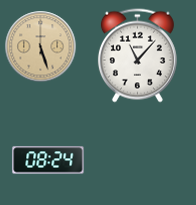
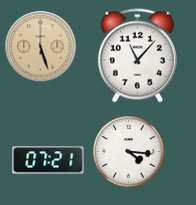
clock at (129, 152): none -> 4:16
clock at (48, 160): 08:24 -> 07:21
